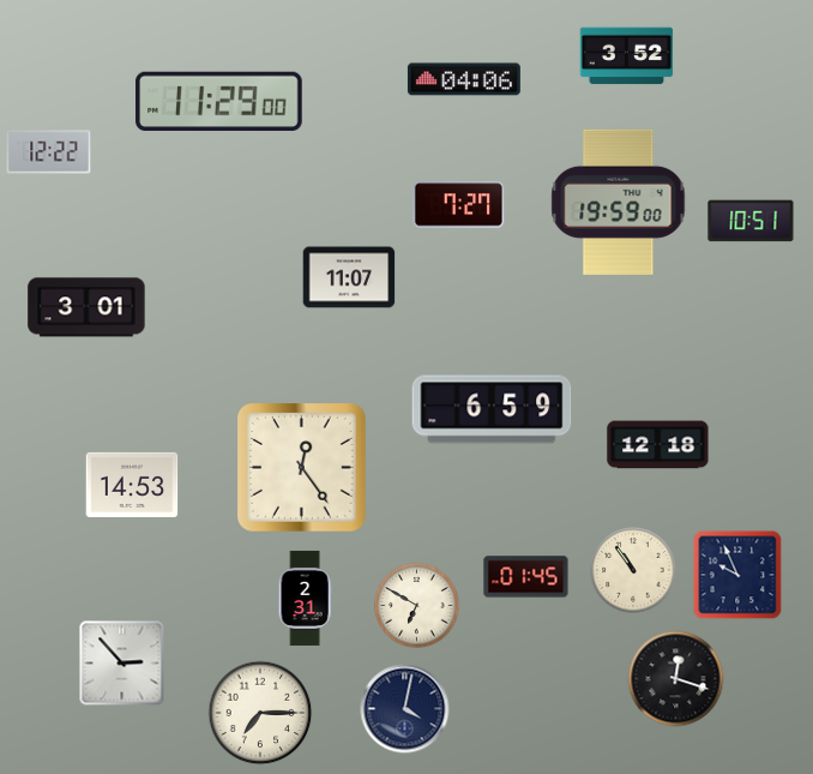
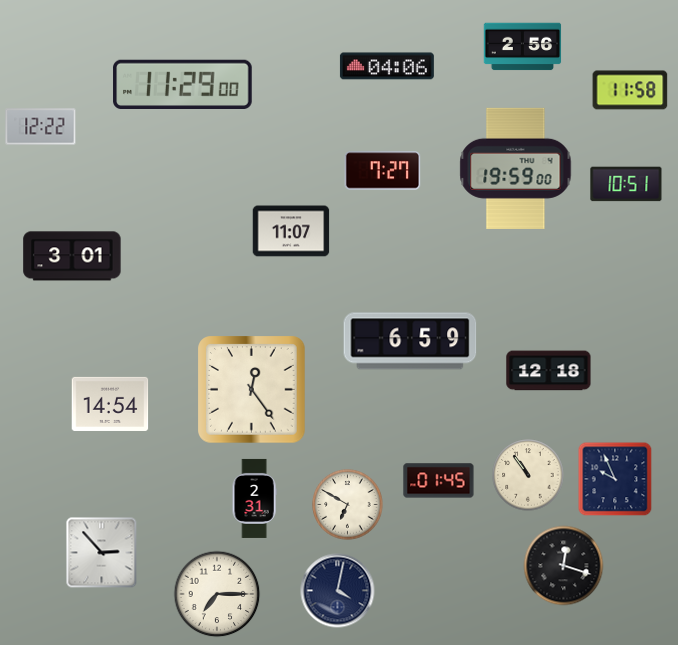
clock at (627, 56): 3:52 -> 2:56
clock at (630, 90): none -> 11:58
clock at (132, 485): 14:53 -> 14:54
